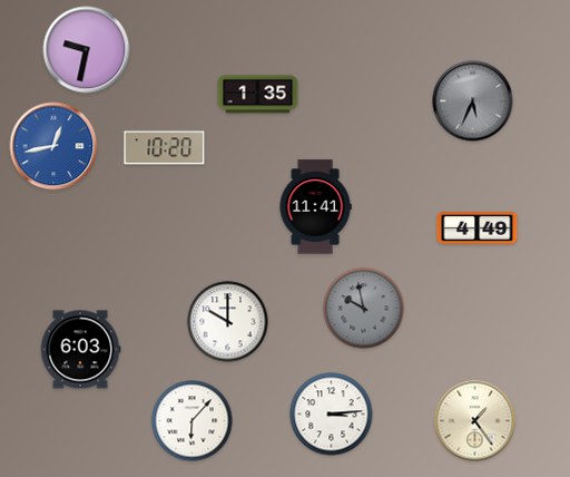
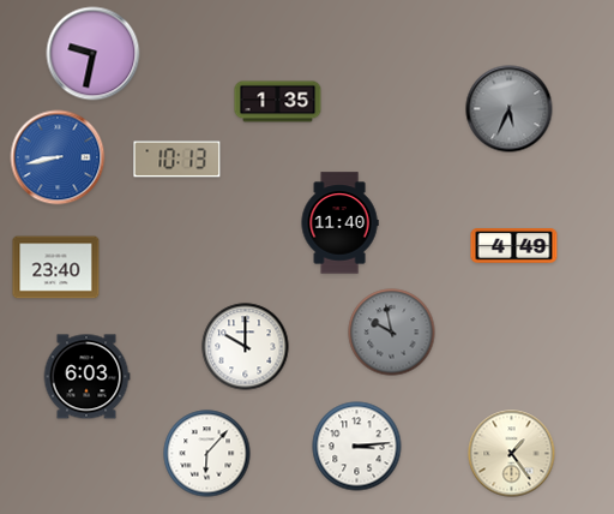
clock at (53, 146): 12:43 -> 8:43
clock at (165, 148): 10:20 -> 10:13
clock at (315, 207): 11:41 -> 11:40
clock at (56, 268): none -> 23:40
